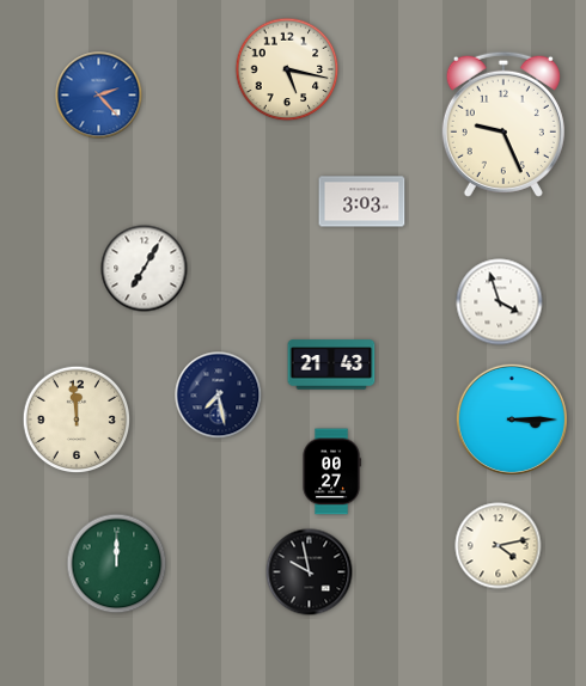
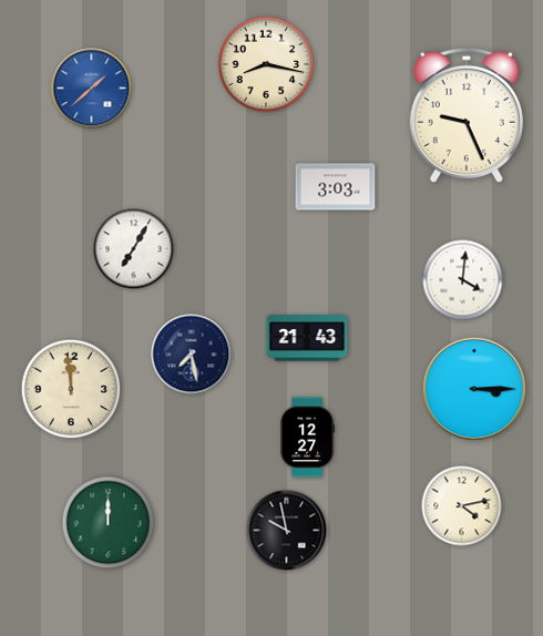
clock at (287, 69): 5:17 -> 8:17
clock at (99, 96): 2:23 -> 1:38
clock at (500, 302): 3:57 -> 4:01
clock at (219, 396) position: (219, 396) -> (192, 355)
clock at (331, 472): 00:27 -> 12:27
